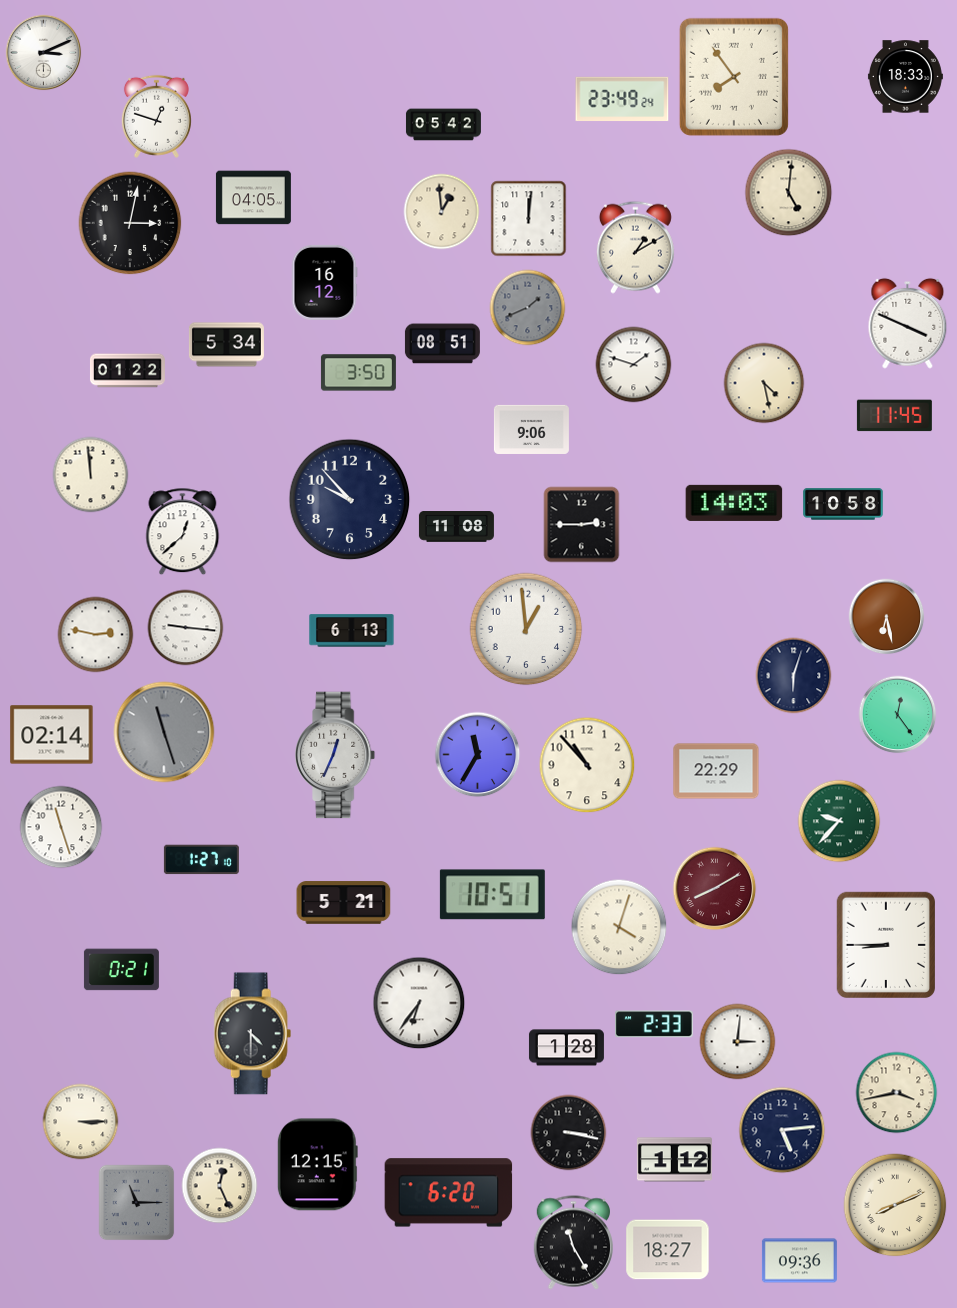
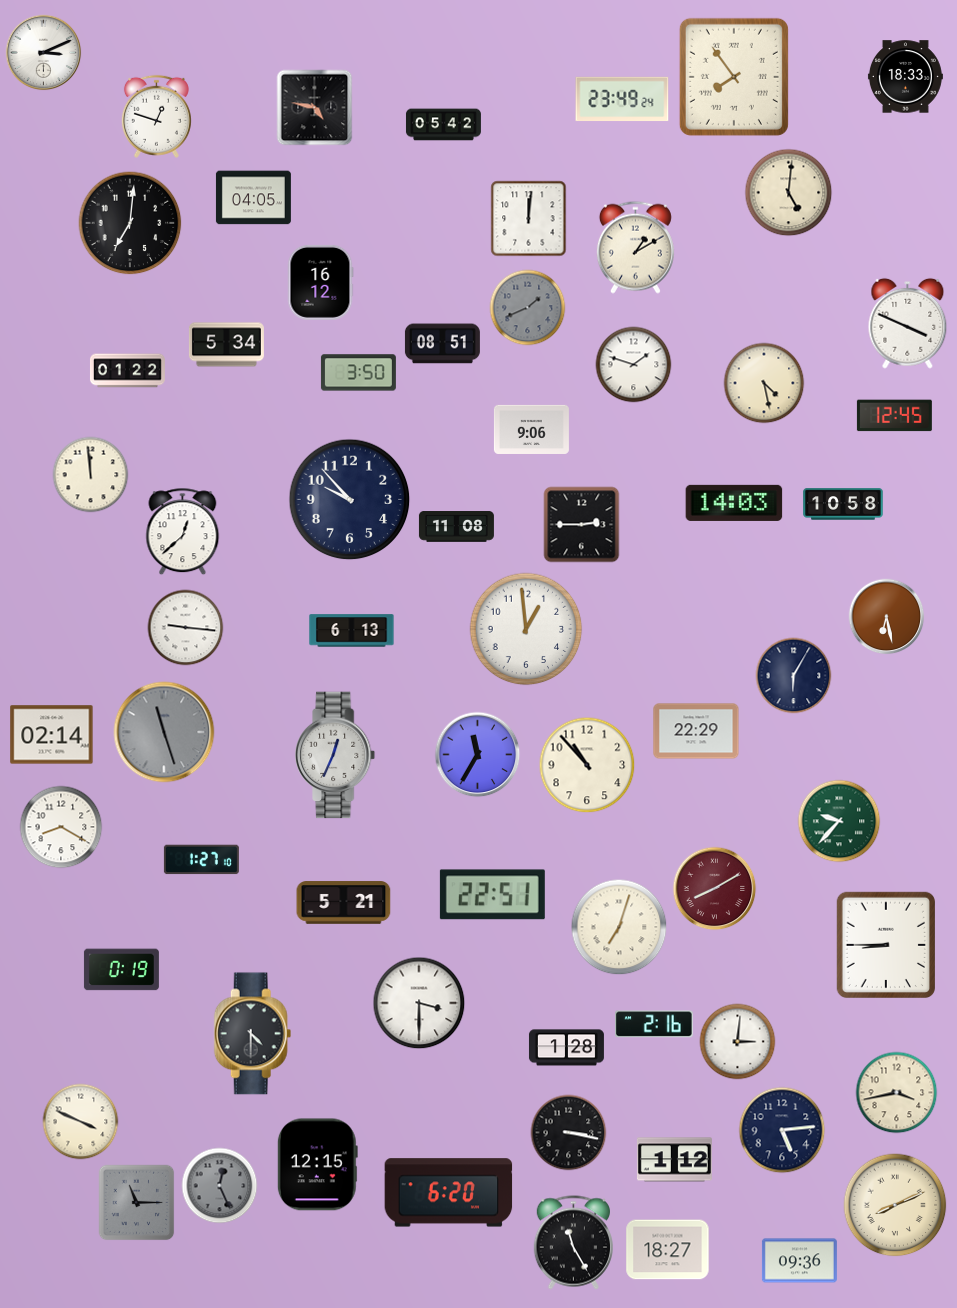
clock at (315, 108): none -> 4:47
clock at (442, 212): 12:59 -> none
clock at (130, 223): 3:02 -> 7:01
clock at (324, 282) position: (324, 282) -> (320, 282)
clock at (894, 416): 11:45 -> 12:45
clock at (96, 635): 2:47 -> none
clock at (794, 676): 6:03 -> 6:05
clock at (898, 715): 12:24 -> none
clock at (716, 771) position: (716, 771) -> (696, 731)
clock at (61, 827): 11:27 -> 8:20
clock at (492, 895): 10:51 -> 22:51
clock at (619, 927): 4:03 -> 7:03
clock at (121, 970): 0:21 -> 0:19
clock at (419, 1003): 6:36 -> 3:30
clock at (655, 1024): 2:33 -> 2:16
clock at (81, 1122): 3:15 -> 3:49
clock at (220, 1186) dial: cream -> grey
